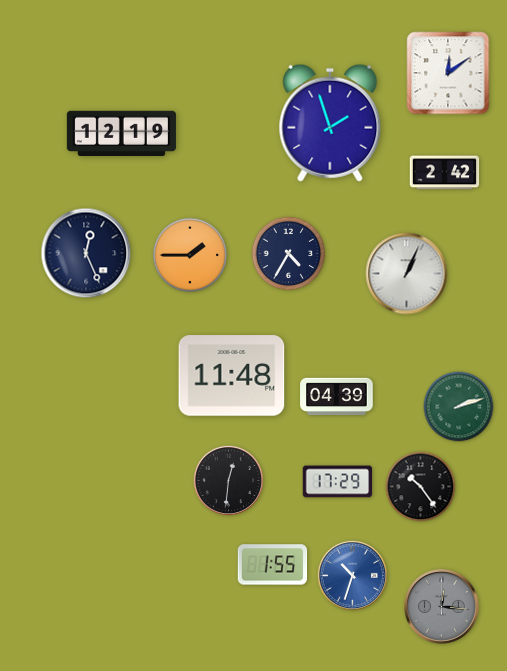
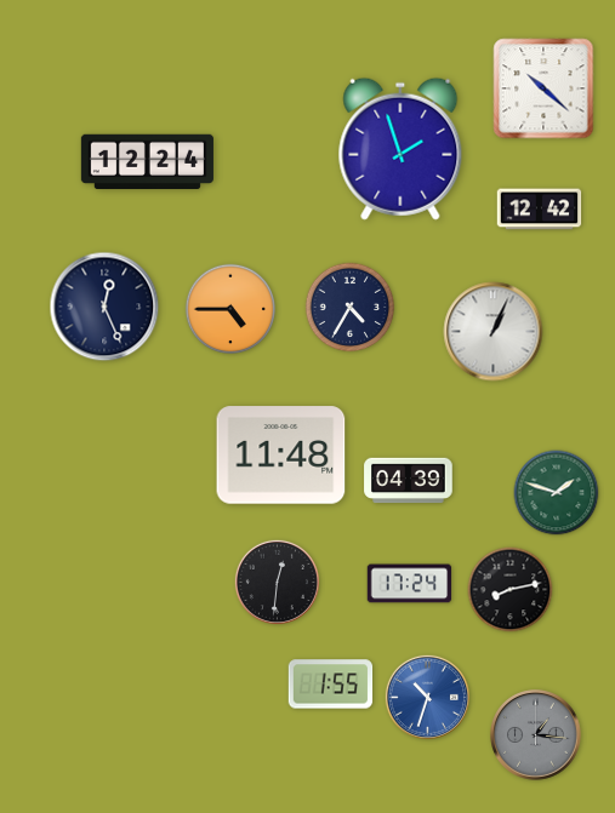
clock at (448, 73): 12:09 -> 10:22
clock at (121, 134): 12:19 -> 12:24
clock at (445, 173): 2:42 -> 12:42
clock at (189, 254): 1:45 -> 4:45
clock at (459, 407): 2:12 -> 1:48
clock at (338, 482): 17:29 -> 17:24
clock at (421, 487): 10:24 -> 8:13
clock at (442, 607): 12:16 -> 1:16
